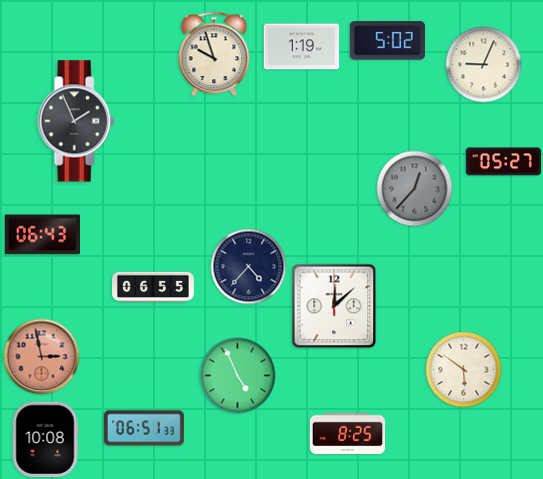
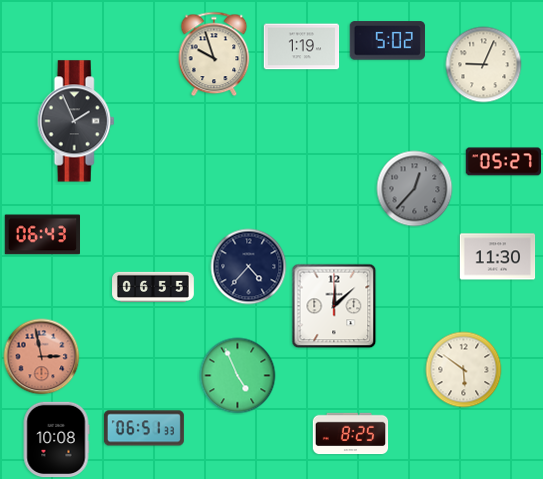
clock at (498, 257): none -> 11:30
clock at (348, 434) position: (348, 434) -> (351, 434)
clock at (45, 440) position: (45, 440) -> (56, 440)
